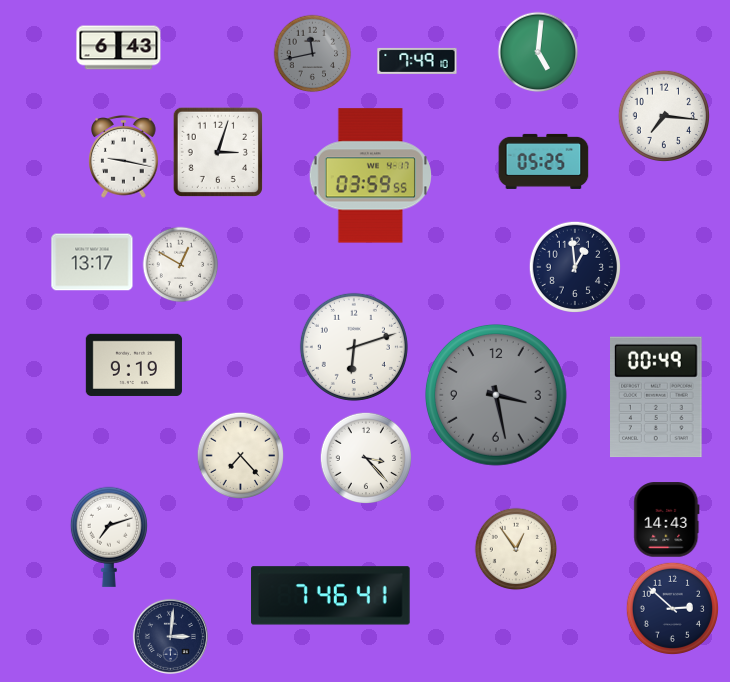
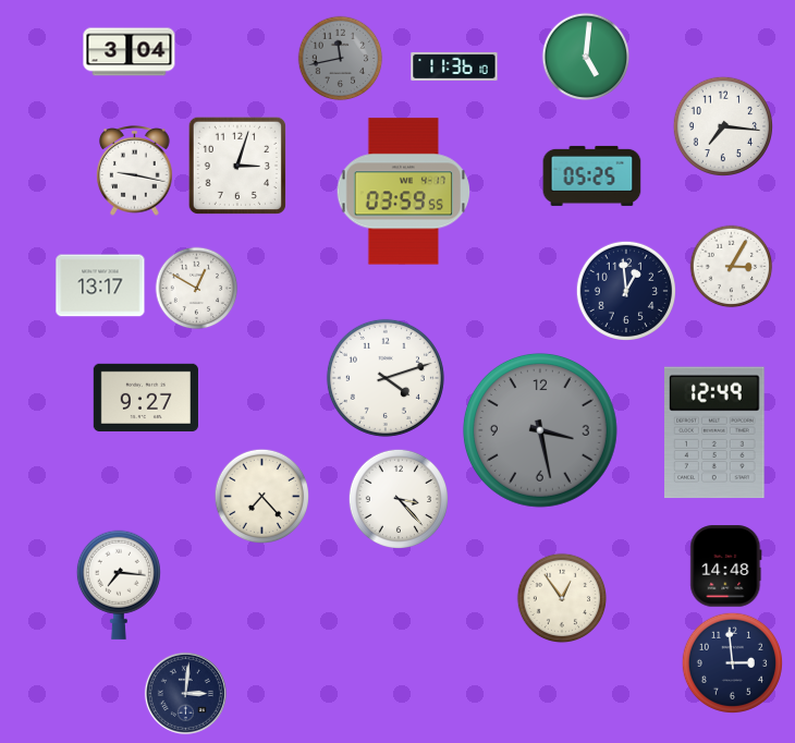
clock at (119, 48): 6:43 -> 3:04
clock at (417, 61): 7:49 -> 11:36
clock at (732, 267): none -> 3:05
clock at (354, 347): 6:12 -> 4:12
clock at (134, 365): 9:19 -> 9:27
clock at (657, 397): 00:49 -> 12:49
clock at (667, 520): 14:43 -> 14:48
clock at (109, 537): 7:12 -> 7:16
clock at (331, 596): 7:46 -> none
clock at (672, 608): 2:52 -> 2:59
